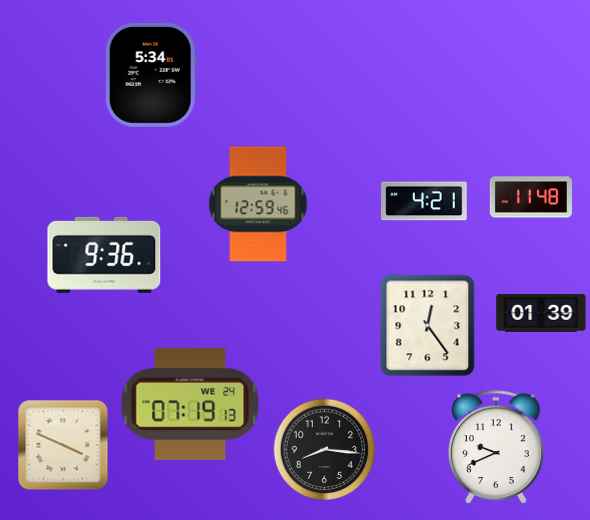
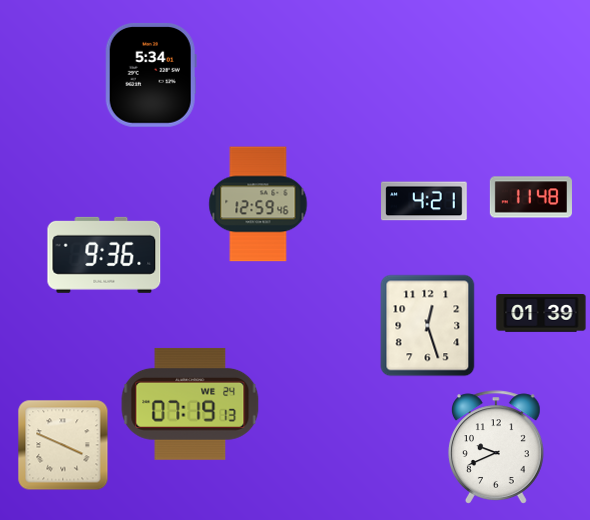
clock at (428, 326): 12:24 -> 12:27
clock at (325, 450): 8:16 -> none
